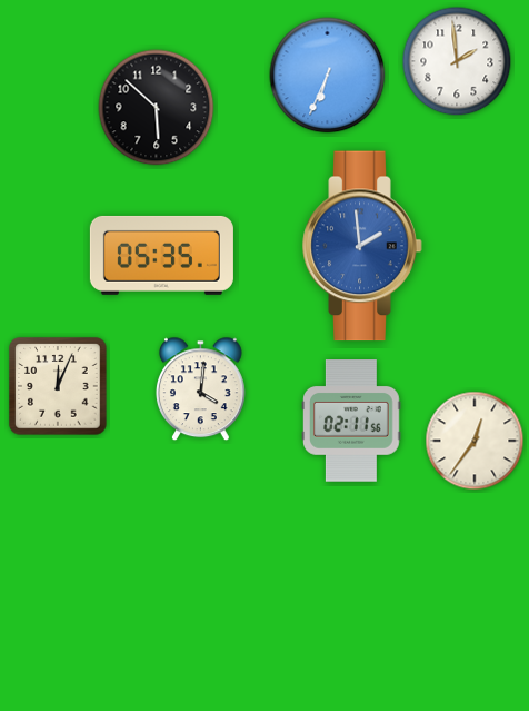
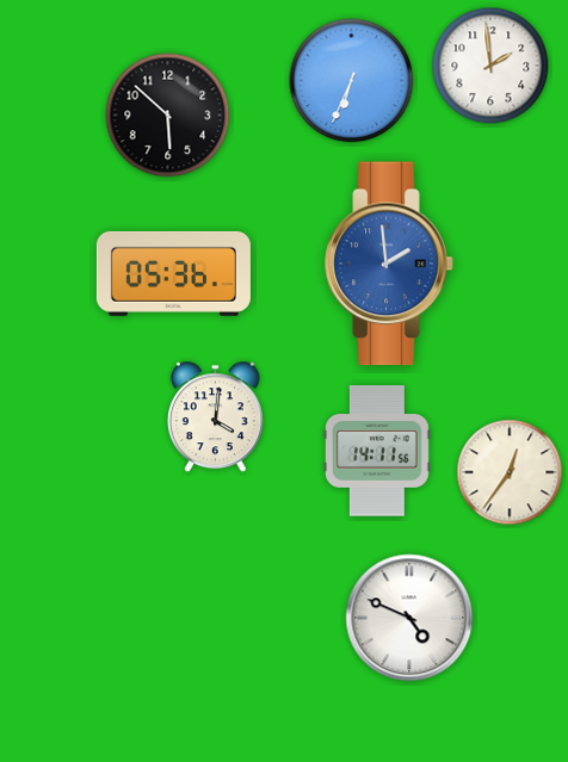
clock at (161, 255): 05:35 -> 05:36
clock at (58, 386): 12:04 -> none
clock at (352, 421): 02:11 -> 14:11
clock at (409, 618): none -> 4:49
